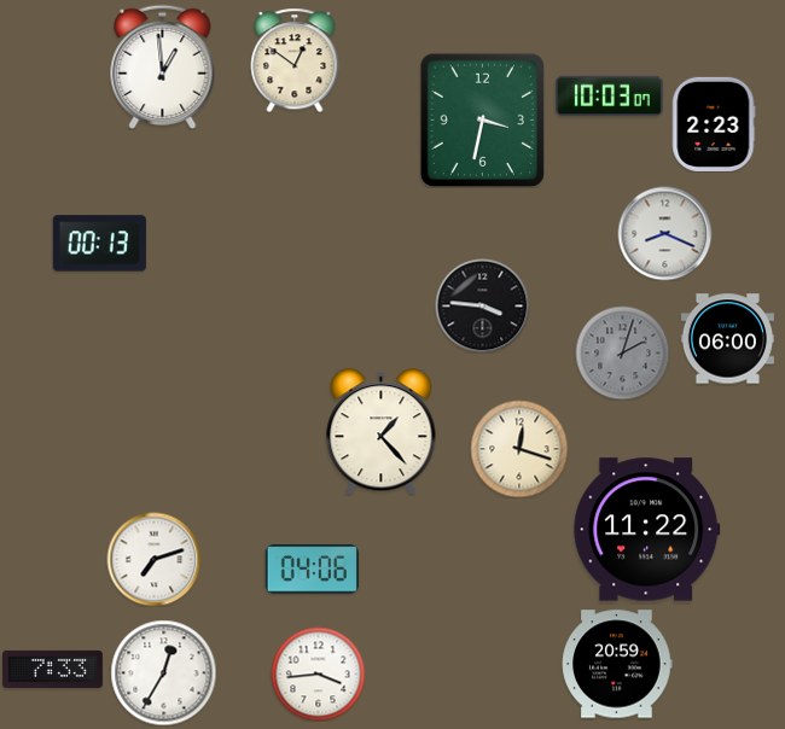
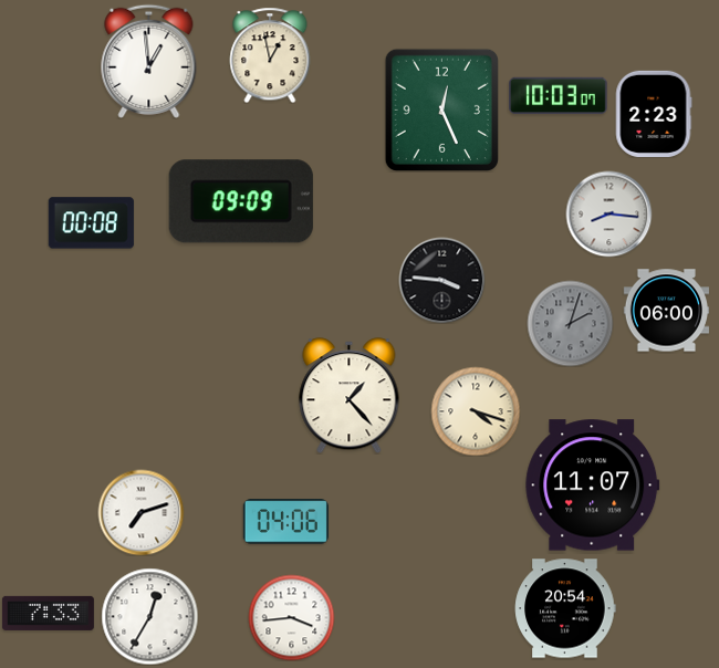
clock at (295, 60): 12:51 -> 12:58
clock at (610, 97) position: (610, 97) -> (559, 96)
clock at (482, 119): 3:32 -> 12:26
clock at (241, 201): none -> 09:09
clock at (664, 233): 8:19 -> 8:16
clock at (99, 244): 00:13 -> 00:08
clock at (519, 449): 12:18 -> 4:18
clock at (647, 530): 11:22 -> 11:07
clock at (617, 664): 20:59 -> 20:54
